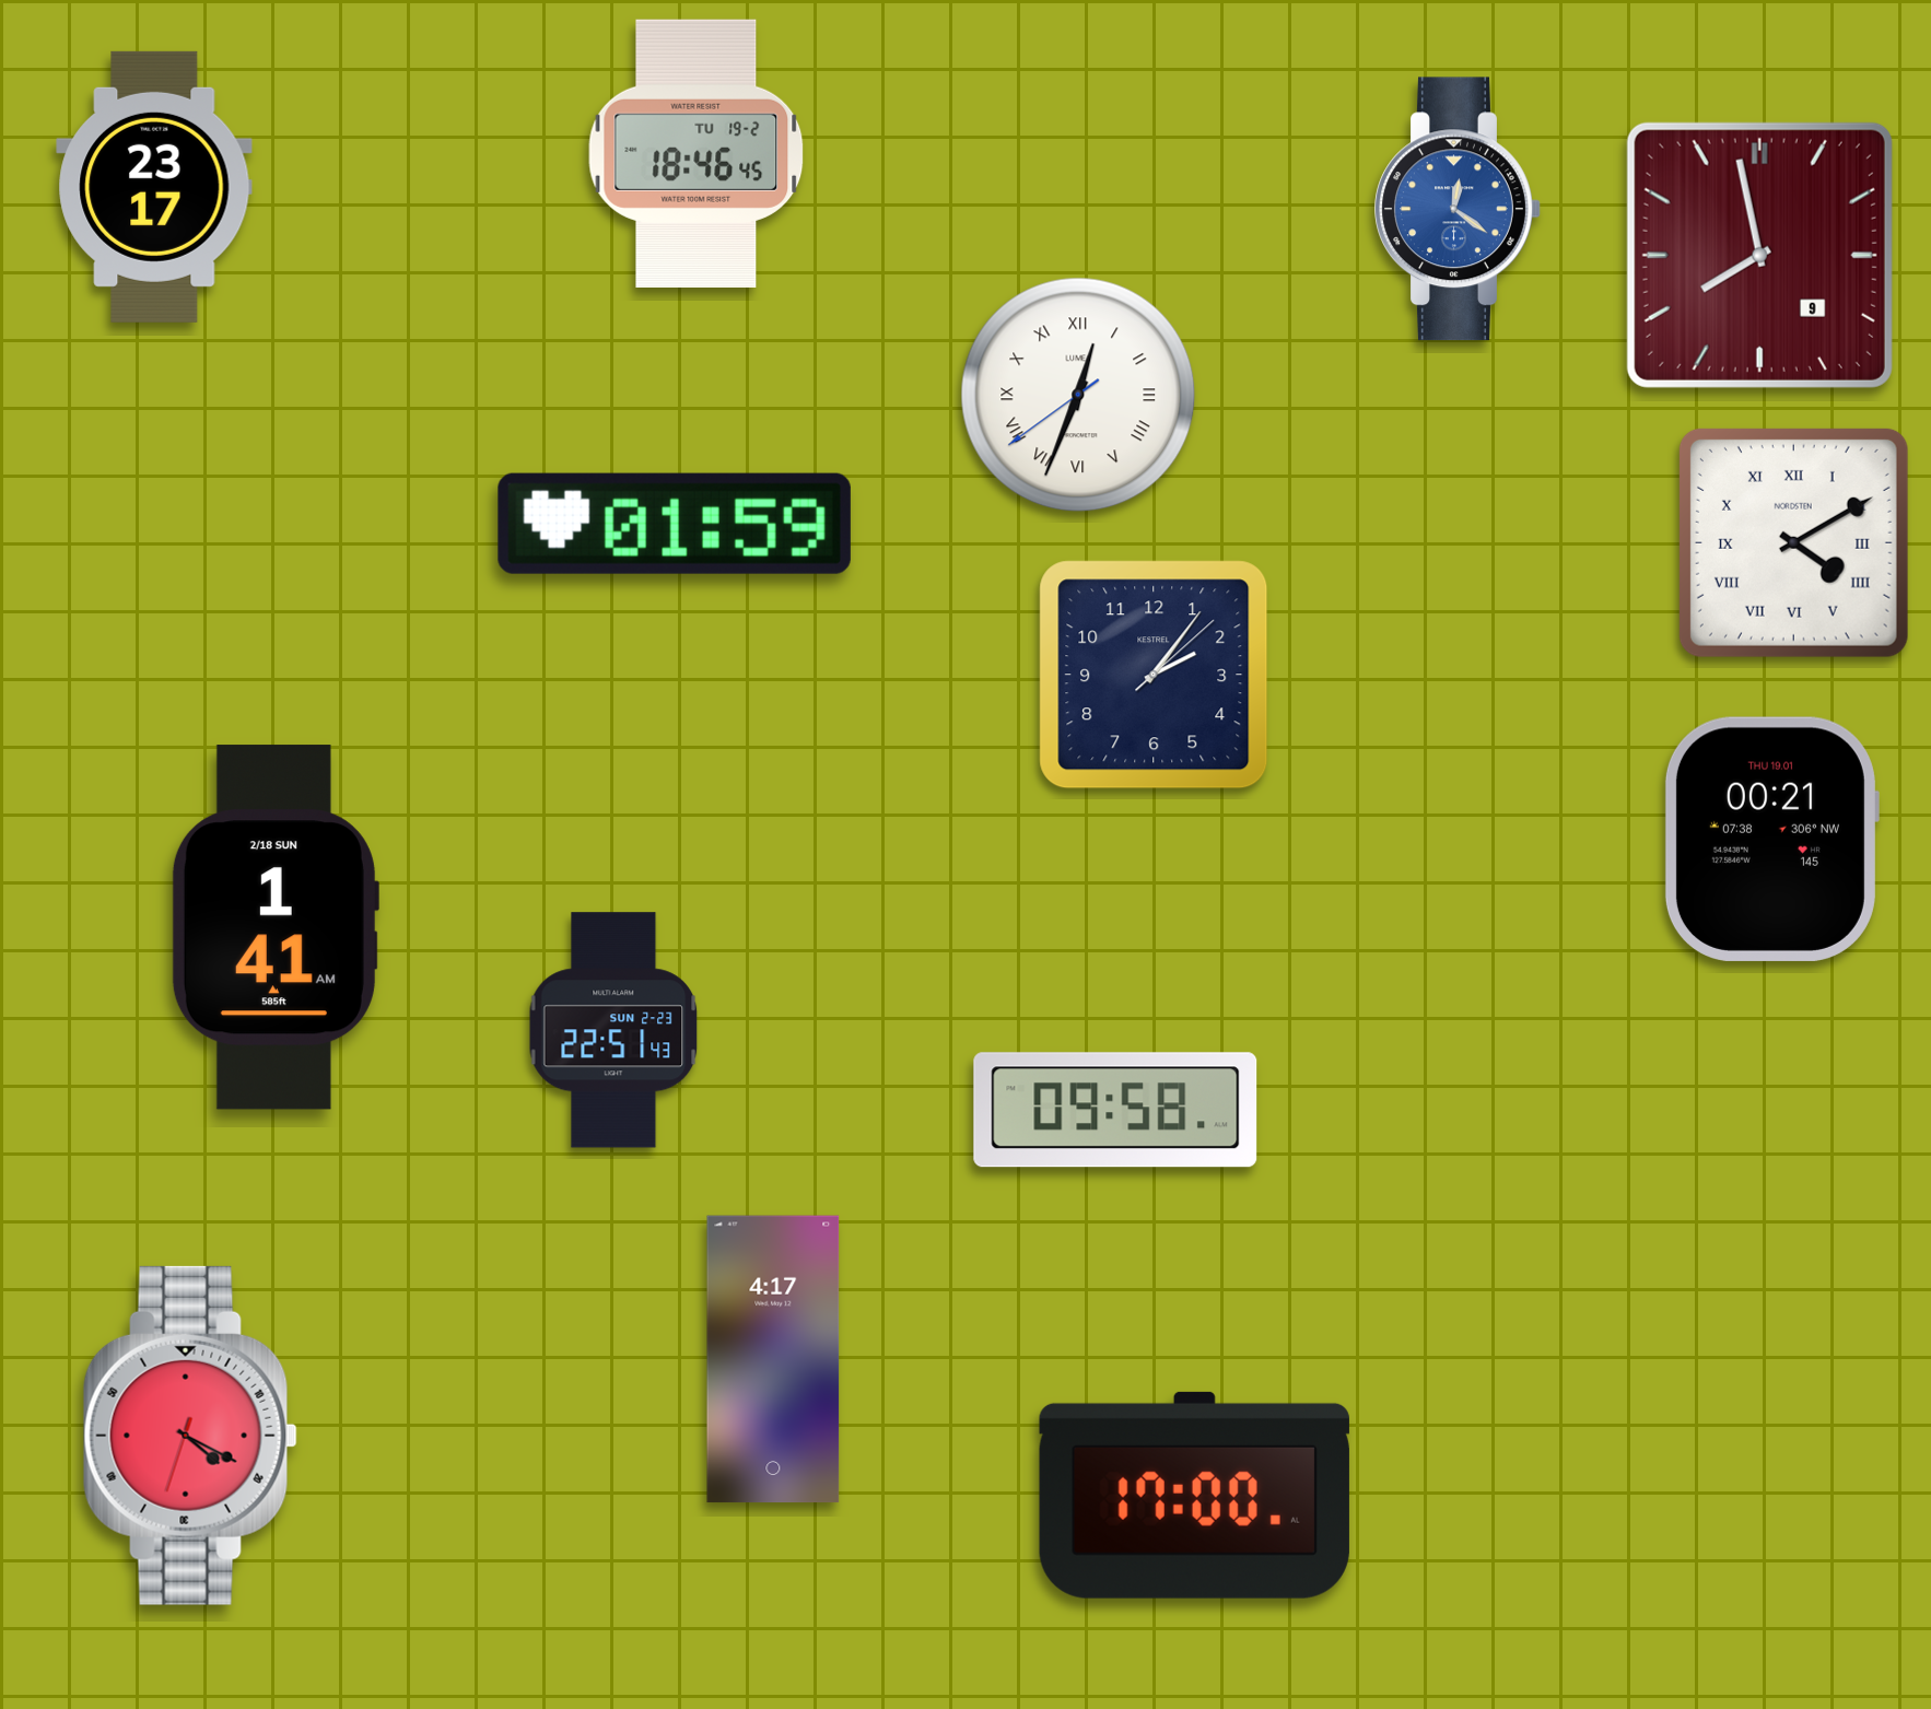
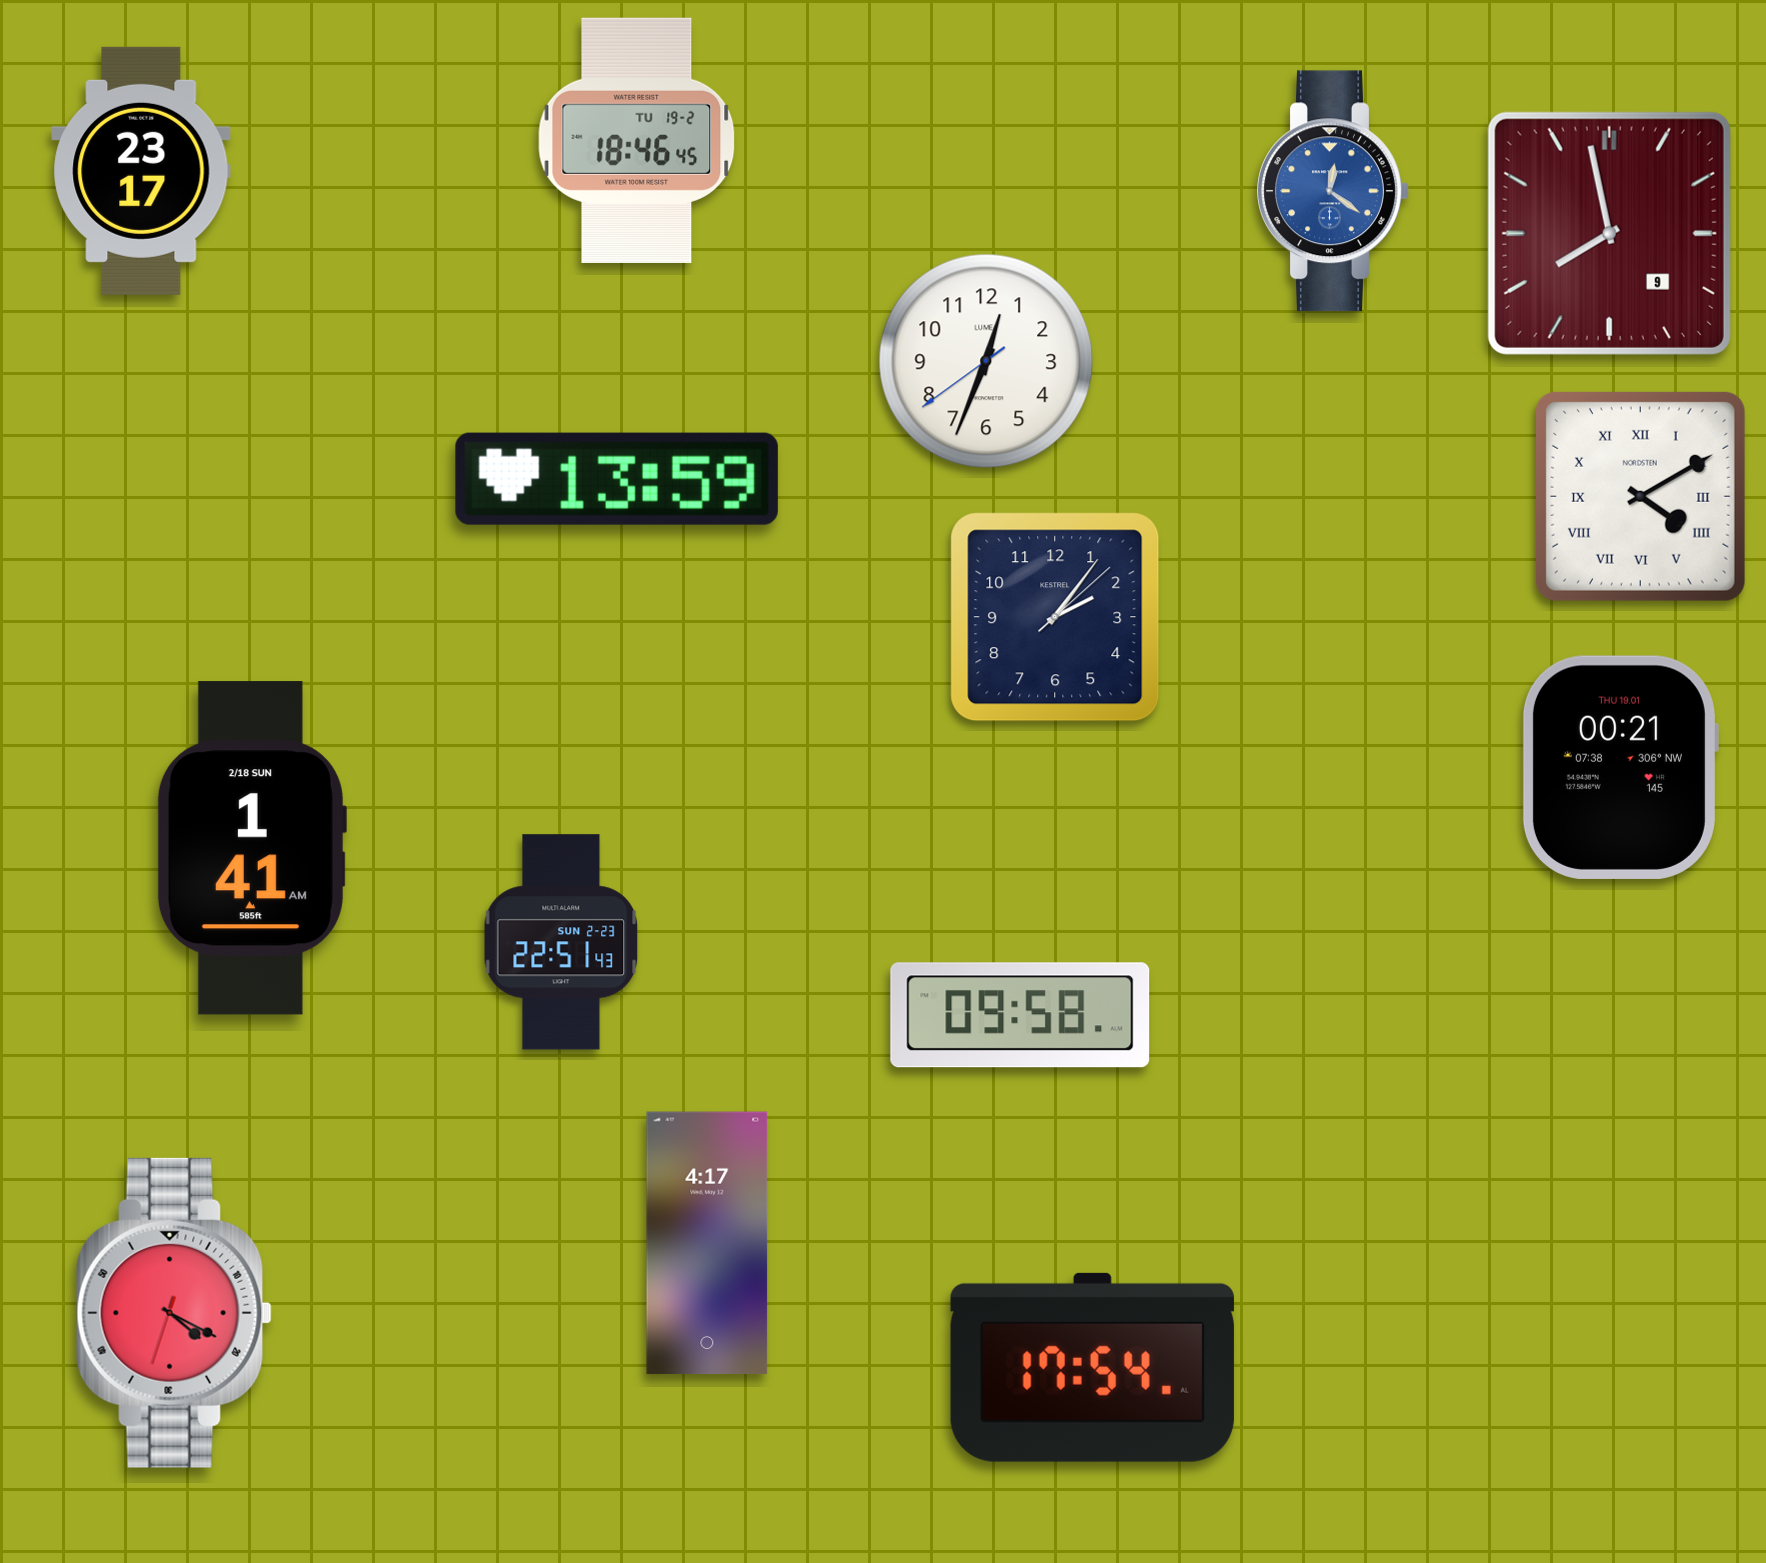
clock at (1078, 395) numerals: Roman -> Arabic
clock at (675, 524): 01:59 -> 13:59
clock at (1194, 1495): 17:00 -> 17:54
